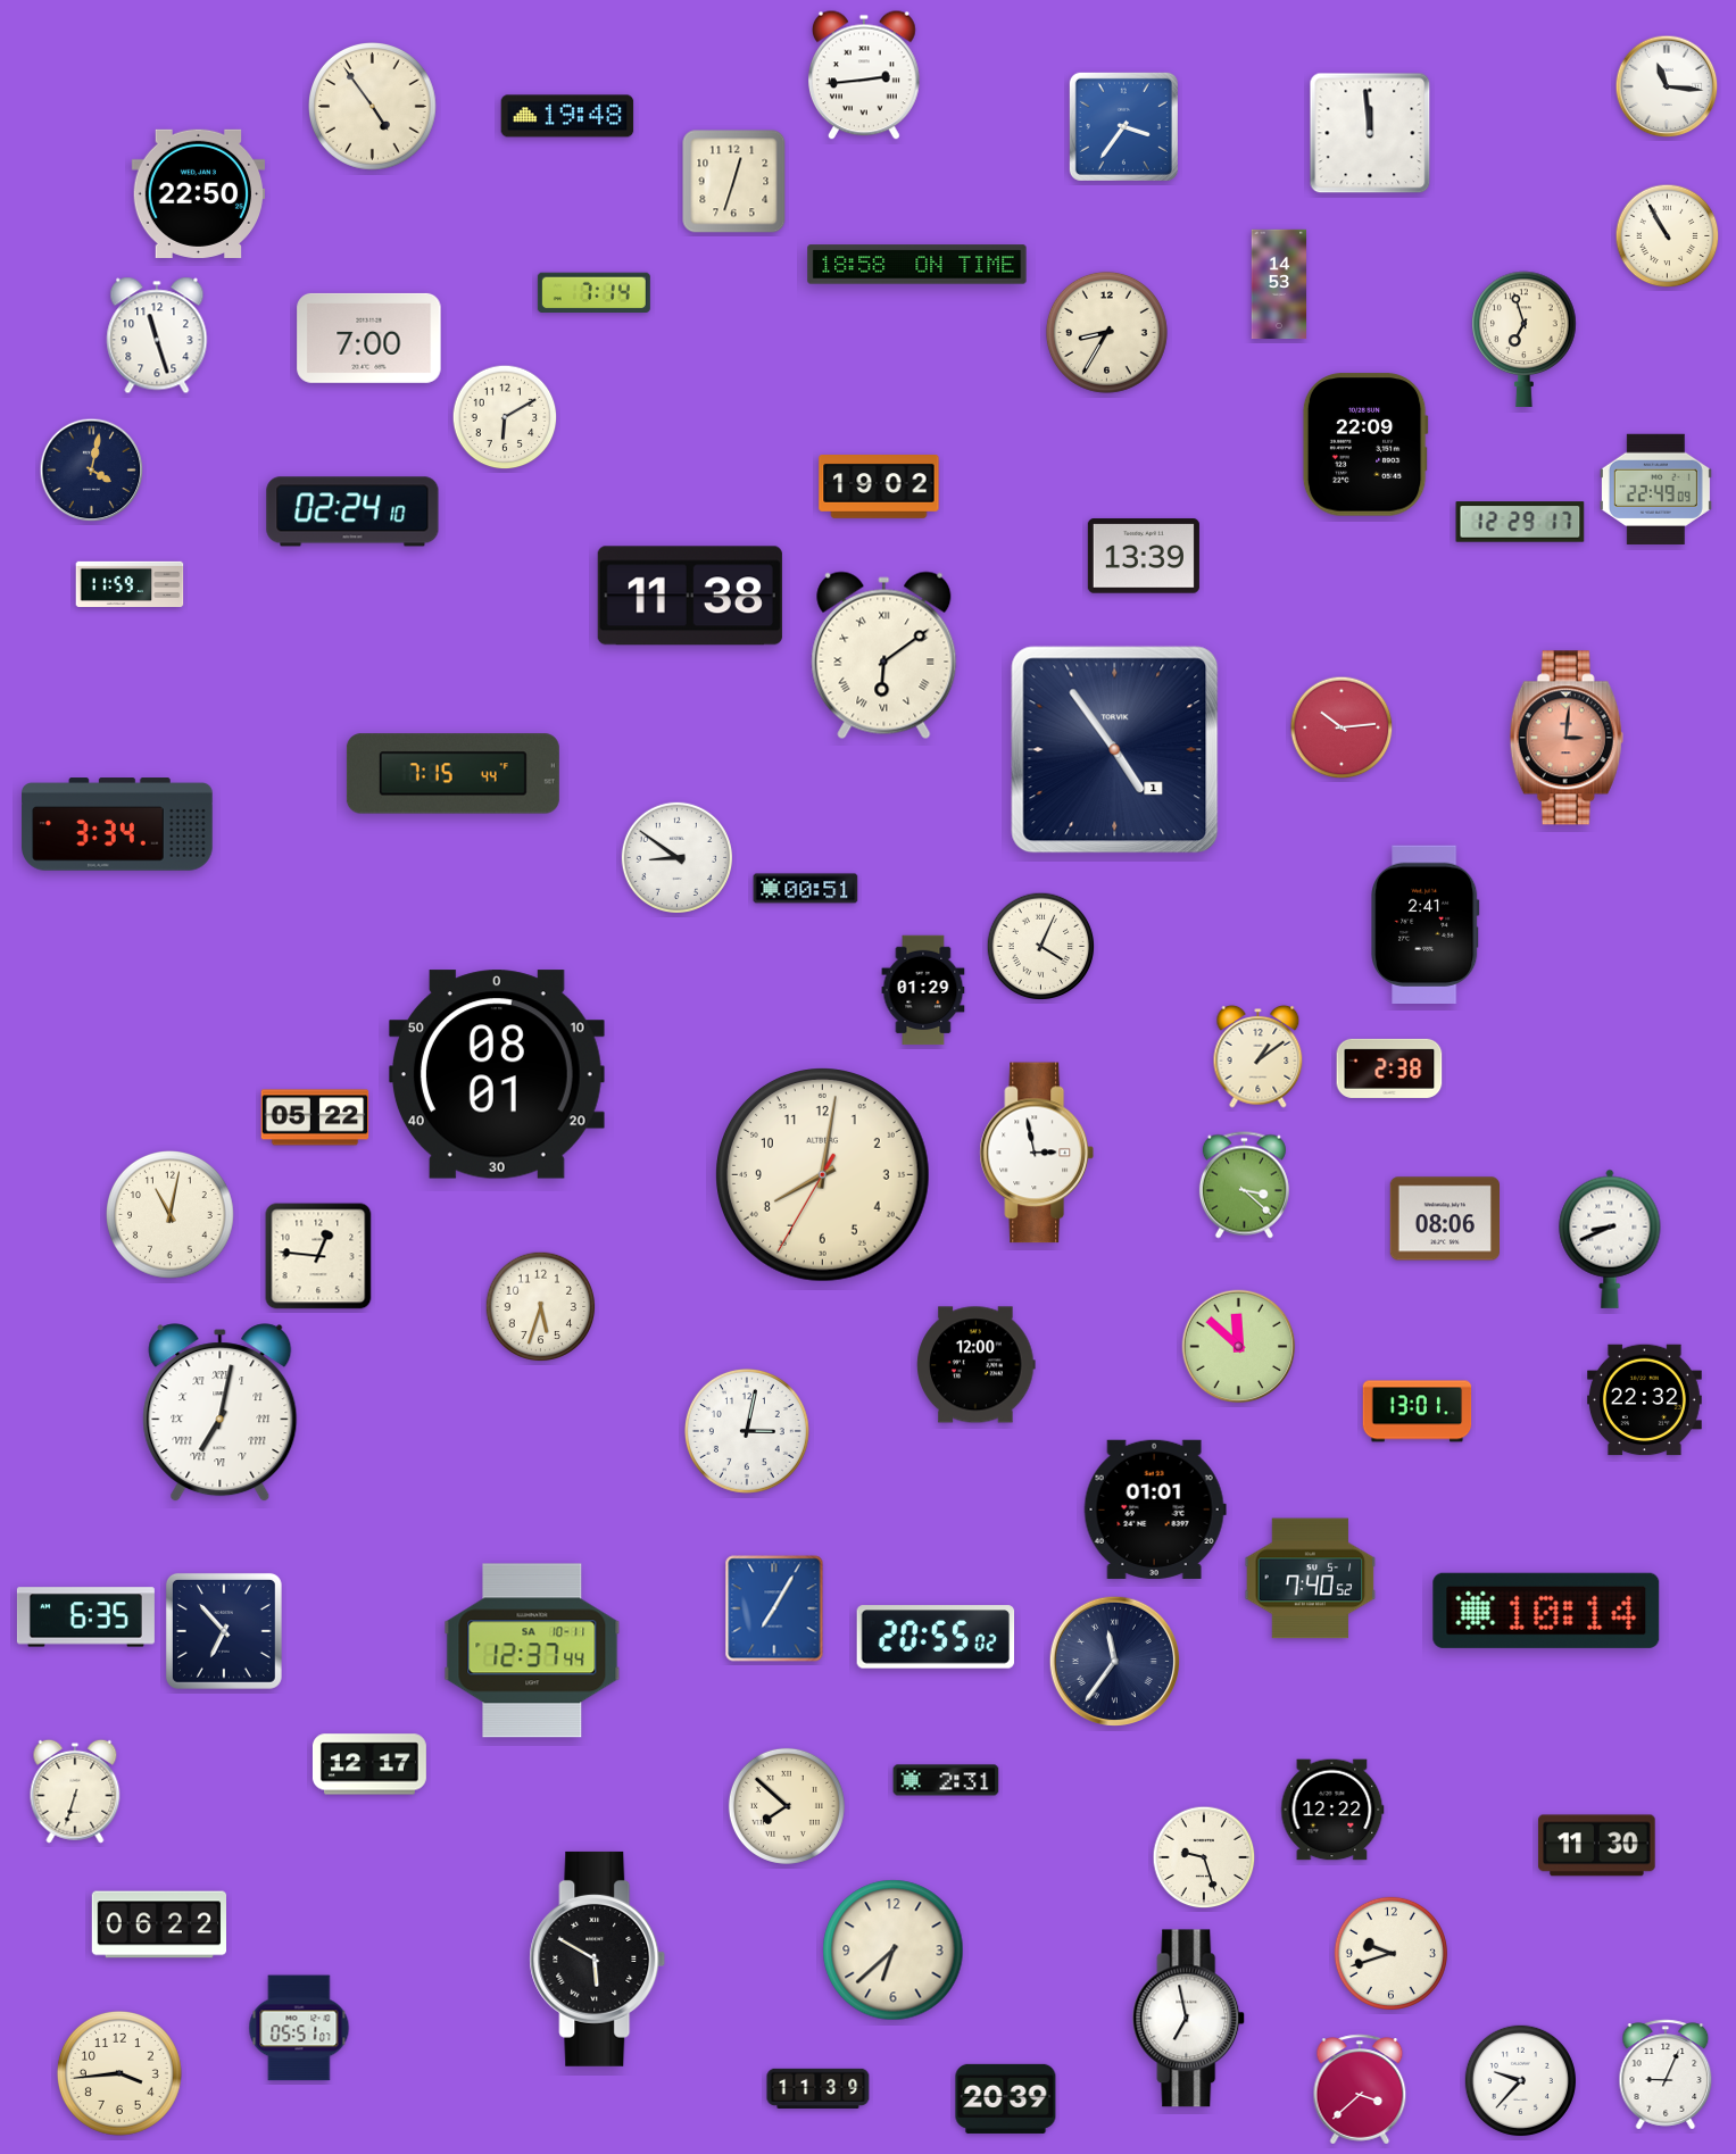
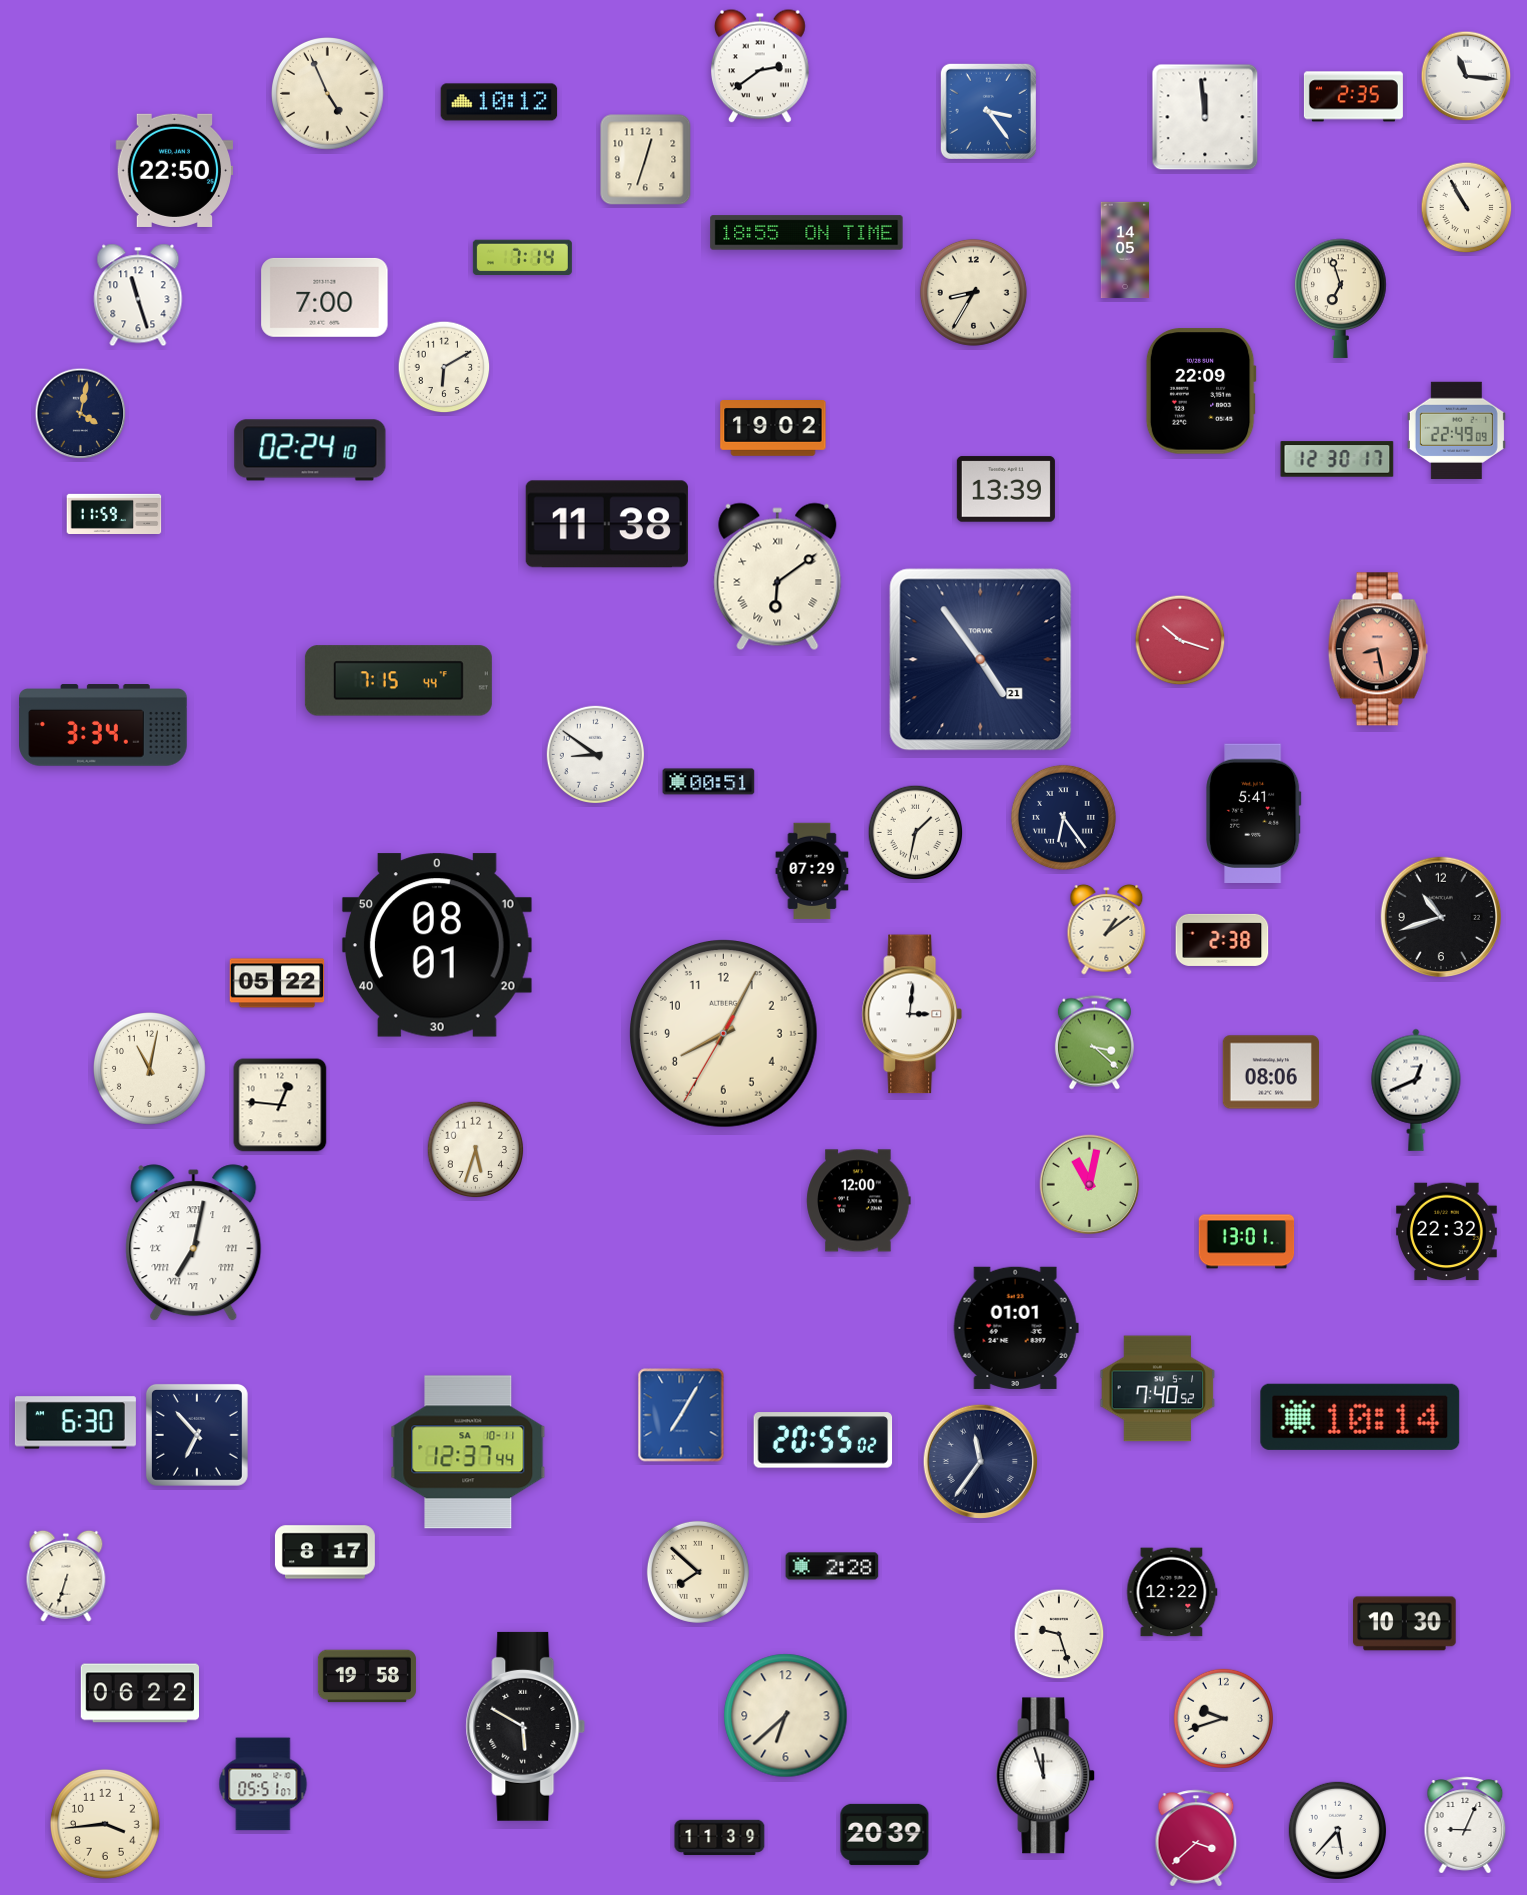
clock at (865, 75): 2:44 -> 2:39
clock at (373, 107): 4:54 -> 4:56
clock at (1353, 97): none -> 2:35
clock at (567, 116): 19:48 -> 10:12
clock at (1123, 126): 3:36 -> 3:24
clock at (917, 265): 18:58 -> 18:55
clock at (1279, 284): 14:53 -> 14:05
clock at (1520, 522): 12:29 -> 12:30
clock at (1342, 727): 10:14 -> 10:18
clock at (1567, 738): 3:01 -> 8:28
clock at (1115, 750) date: 1 -> 21
clock at (1426, 924): 2:41 -> 5:41
clock at (1063, 817): none -> 6:24
clock at (1041, 947): 4:04 -> 1:32
clock at (923, 990): 01:29 -> 07:29
clock at (1441, 917): none -> 10:42
clock at (1037, 1153): 2:58 -> 3:01
clock at (823, 1175): 8:01 -> 8:04
clock at (1610, 1239): 8:41 -> 12:41
clock at (1239, 1347): 11:52 -> 11:02
clock at (747, 1431): 3:02 -> none
clock at (1311, 1579) position: (1311, 1579) -> (1158, 1389)
clock at (85, 1617): 6:35 -> 6:30
clock at (369, 1764): 12:17 -> 8:17
clock at (946, 1780): 2:31 -> 2:28
clock at (787, 1806) position: (787, 1806) -> (698, 1572)
clock at (1597, 1846): 11:30 -> 10:30
clock at (367, 1676): none -> 19:58
clock at (598, 1958) position: (598, 1958) -> (526, 1726)
clock at (1189, 2019): 6:58 -> 11:57
clock at (1520, 2080): 9:37 -> 5:37
clock at (1006, 2098) position: (1006, 2098) -> (885, 1834)
